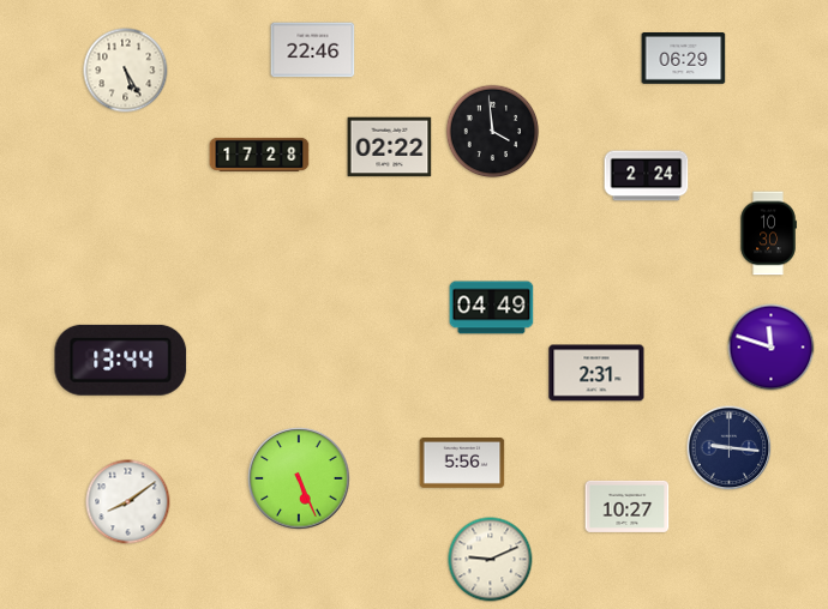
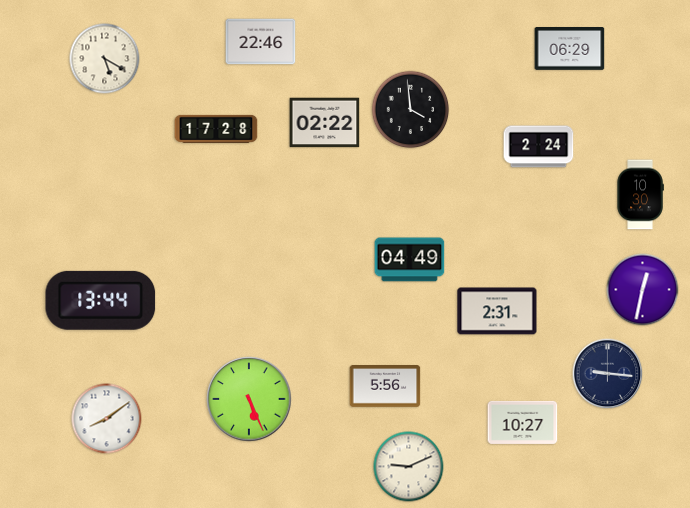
clock at (126, 71): 5:25 -> 5:20
clock at (492, 308) position: (492, 308) -> (410, 260)
clock at (772, 348): 11:48 -> 12:32
